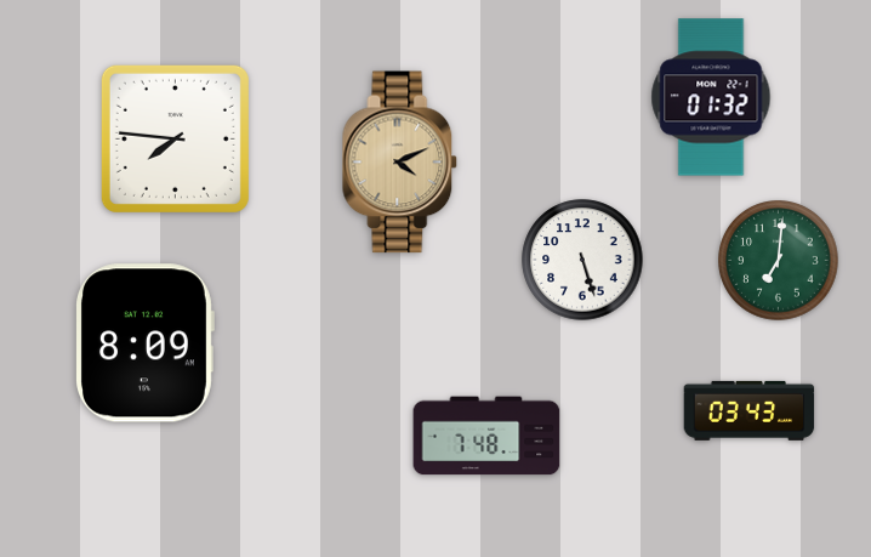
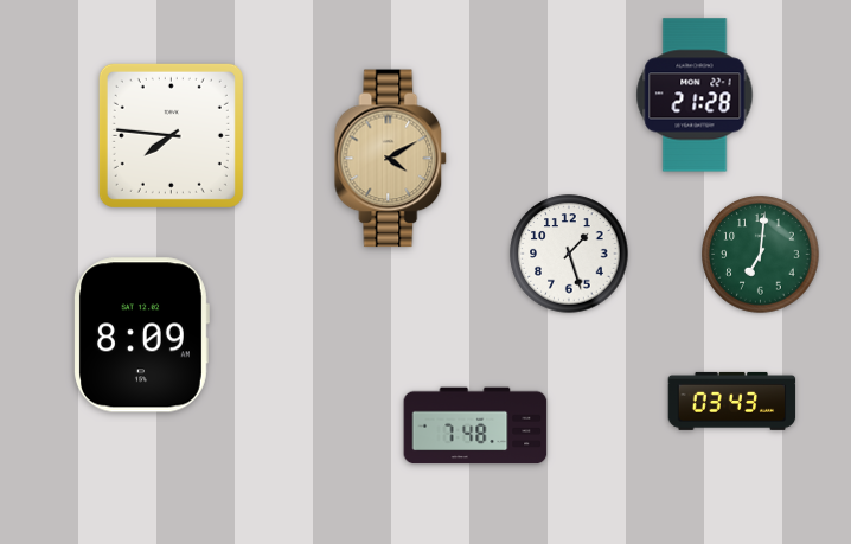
clock at (711, 97): 01:32 -> 21:28
clock at (400, 163): 4:11 -> 4:10
clock at (582, 260): 5:27 -> 1:27
